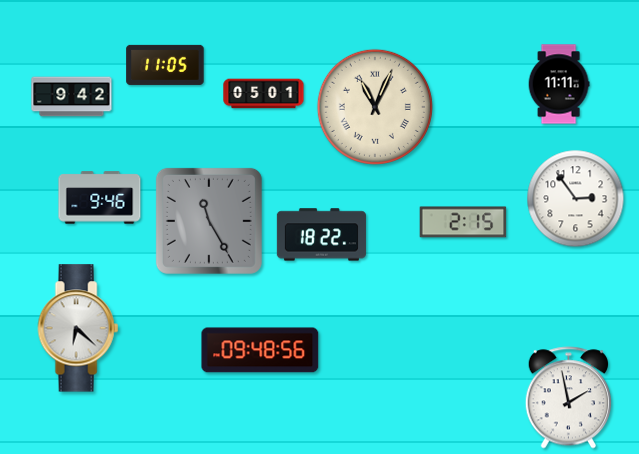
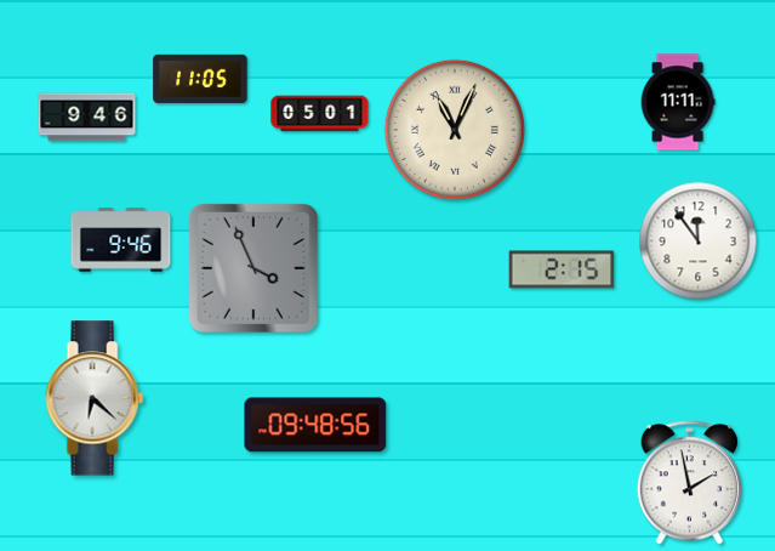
clock at (72, 97): 9:42 -> 9:46
clock at (576, 199): 2:54 -> 11:54
clock at (209, 221): 11:25 -> 3:56
clock at (321, 235): 18:22 -> none
